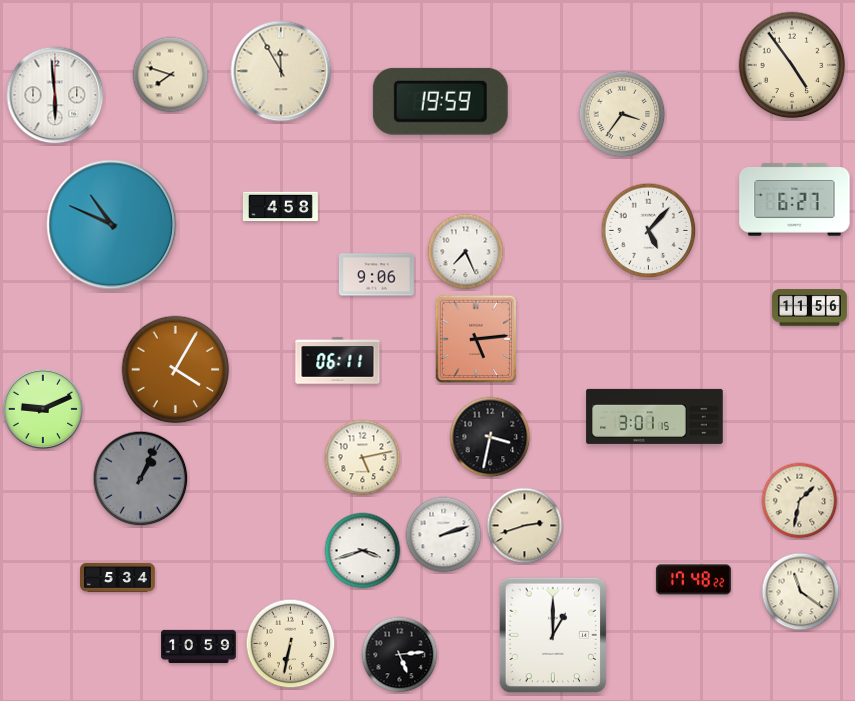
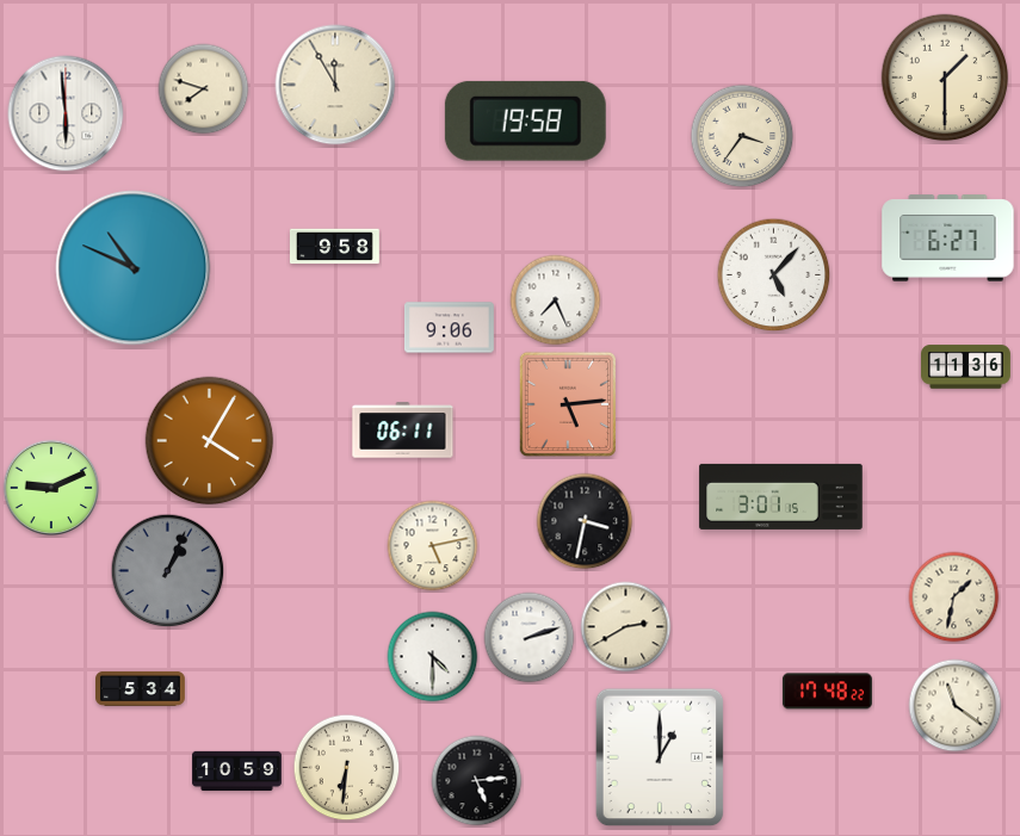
clock at (792, 65): 4:54 -> 1:30
clock at (440, 101): 19:59 -> 19:58
clock at (280, 207): 4:58 -> 9:58
clock at (810, 308): 11:56 -> 11:36
clock at (525, 526): 2:42 -> 2:40
clock at (363, 551): 3:42 -> 4:30
clock at (291, 644): 6:32 -> 6:31
